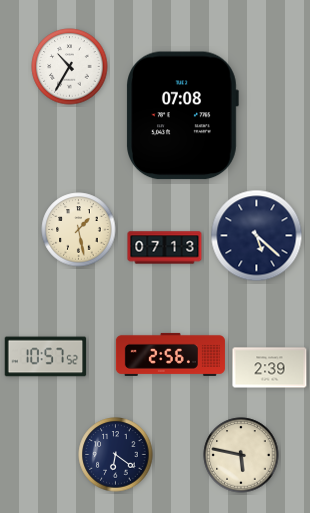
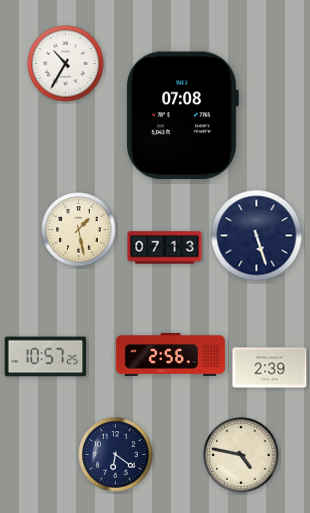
clock at (70, 67) position: (70, 67) -> (66, 64)
clock at (257, 236): 5:22 -> 5:27
clock at (46, 357): 10:57:52 -> 10:57:25
clock at (241, 455): 5:47 -> 4:47
